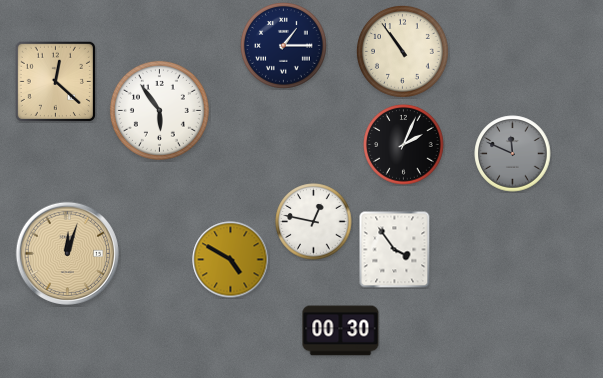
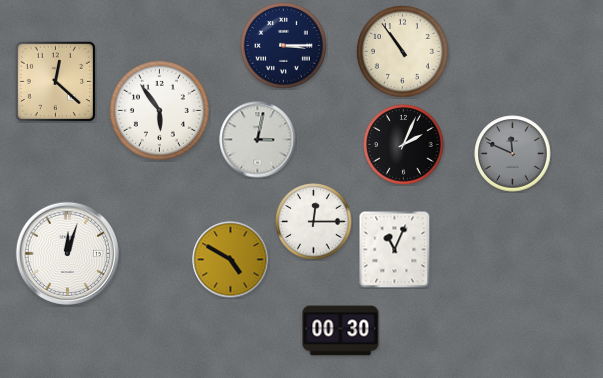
clock at (284, 46): 1:15 -> 3:15
clock at (258, 140): none -> 3:02
clock at (314, 222): 12:47 -> 12:15
clock at (395, 249): 3:54 -> 11:04
clock at (67, 253) dial: champagne -> white
